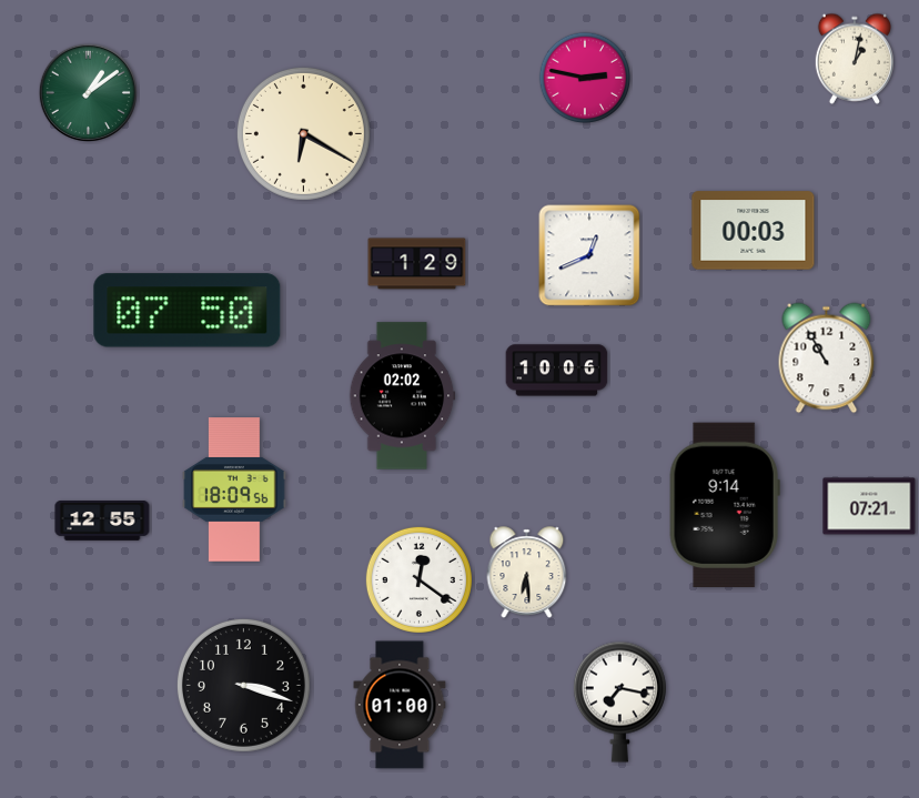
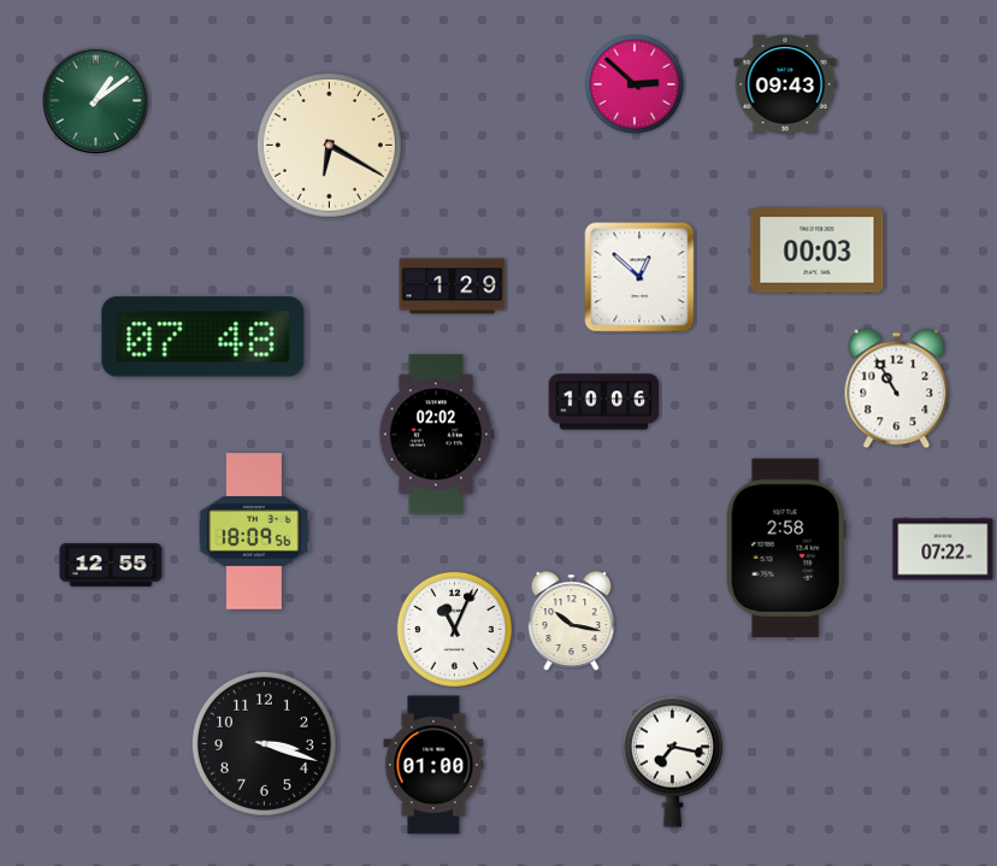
clock at (854, 59): 1:02 -> none
clock at (585, 78): 2:47 -> 2:52
clock at (785, 84): none -> 09:43
clock at (589, 255): 12:41 -> 12:52
clock at (188, 311): 07:50 -> 07:48
clock at (402, 396) position: (402, 396) -> (436, 435)
clock at (725, 505): 9:14 -> 2:58
clock at (869, 506): 07:21 -> 07:22
clock at (527, 573): 6:29 -> 10:17
clock at (418, 579): 12:21 -> 11:04
